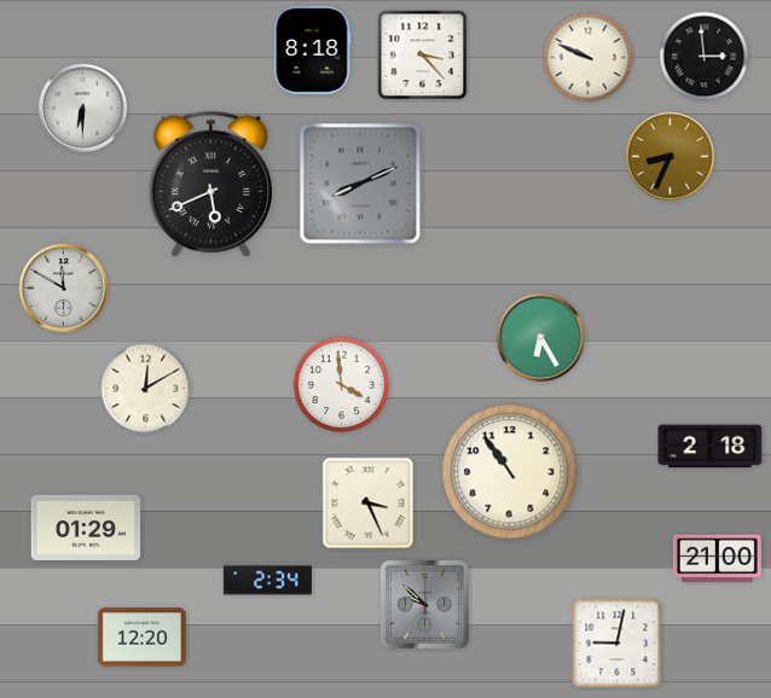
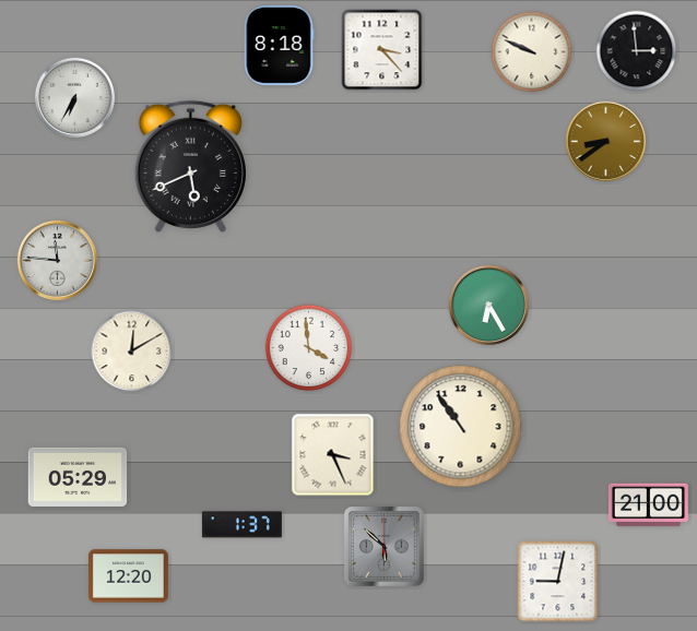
clock at (312, 50) position: (312, 50) -> (279, 45)
clock at (82, 107): 6:30 -> 6:35
clock at (669, 156): 8:34 -> 8:39
clock at (360, 184): 8:11 -> none
clock at (63, 287): 11:50 -> 11:46
clock at (711, 447): 2:18 -> none
clock at (86, 528): 01:29 -> 05:29
clock at (267, 581): 2:34 -> 1:37
clock at (424, 604): 9:52 -> 5:52
